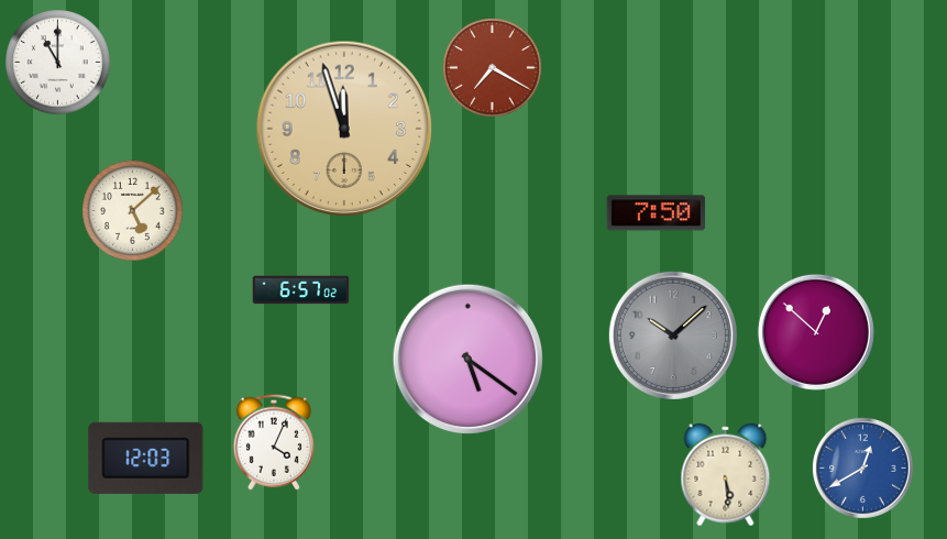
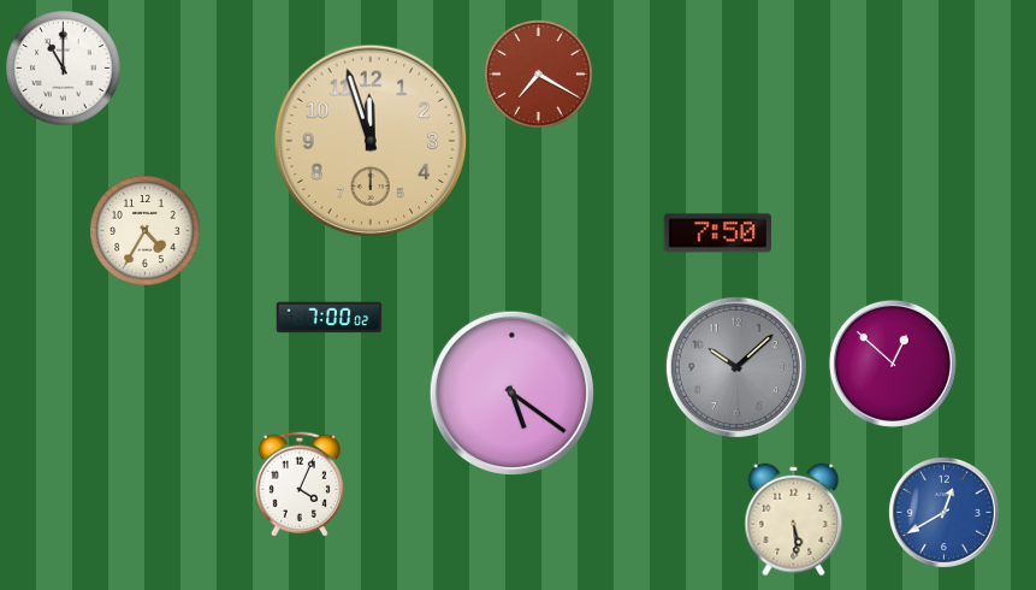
clock at (344, 129) position: (344, 129) -> (371, 141)
clock at (133, 211): 5:08 -> 4:35
clock at (301, 290): 6:57 -> 7:00
clock at (146, 458): 12:03 -> none
